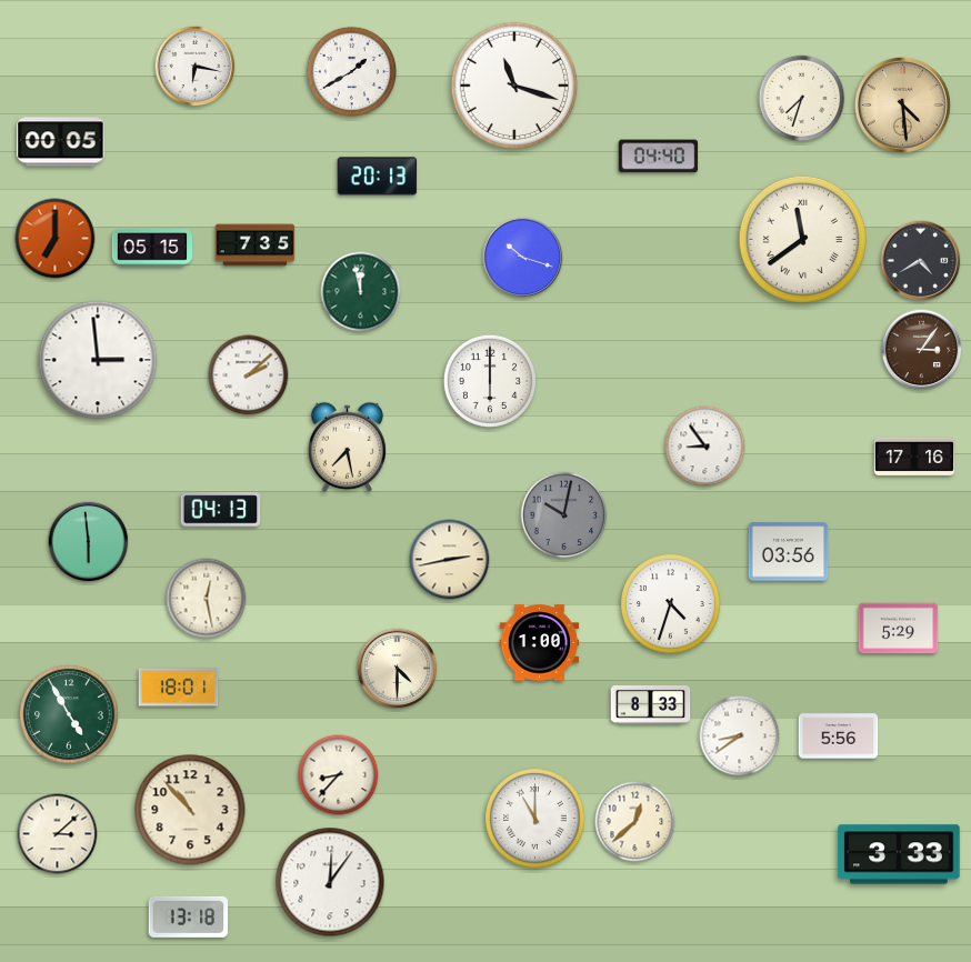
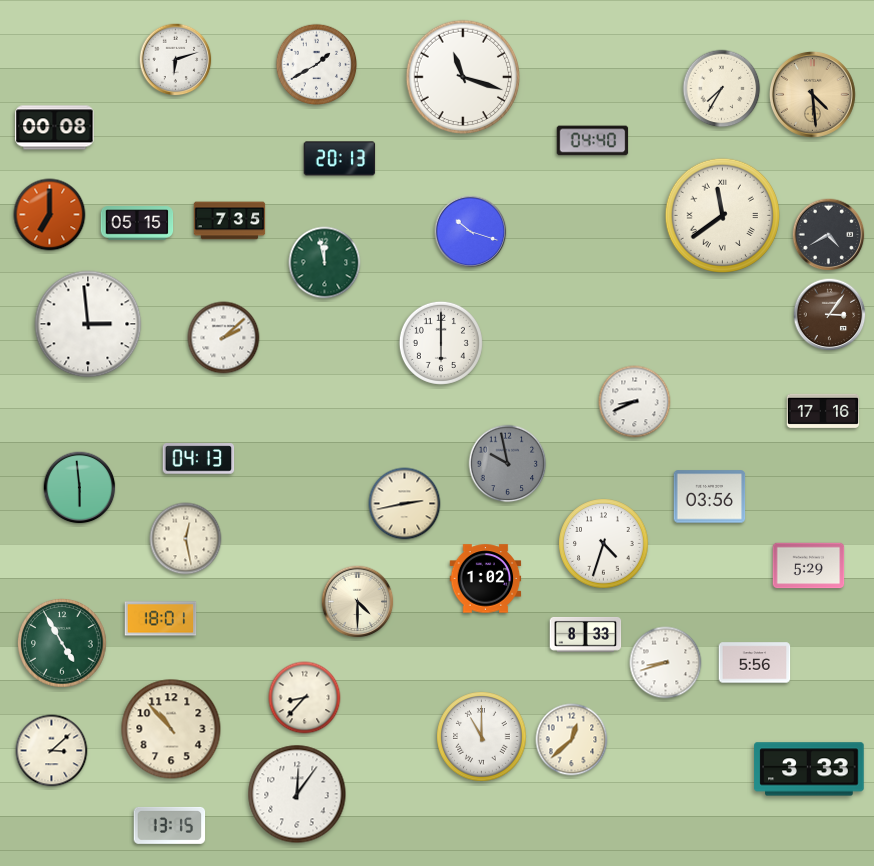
clock at (196, 67): 6:17 -> 6:12
clock at (802, 99): 7:33 -> 7:35
clock at (61, 142): 00:05 -> 00:08
clock at (347, 447): 7:28 -> none
clock at (705, 447): 8:54 -> 8:41
clock at (564, 515): 10:02 -> 9:58
clock at (540, 643): 1:00 -> 1:02
clock at (740, 736): 8:39 -> 8:42
clock at (189, 916): 13:18 -> 13:15
